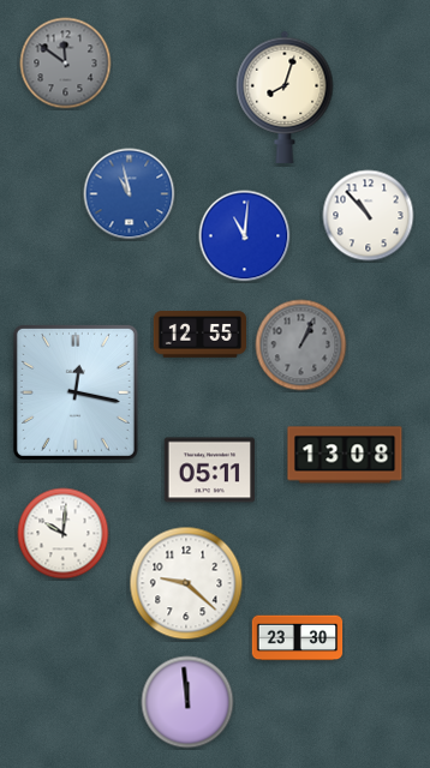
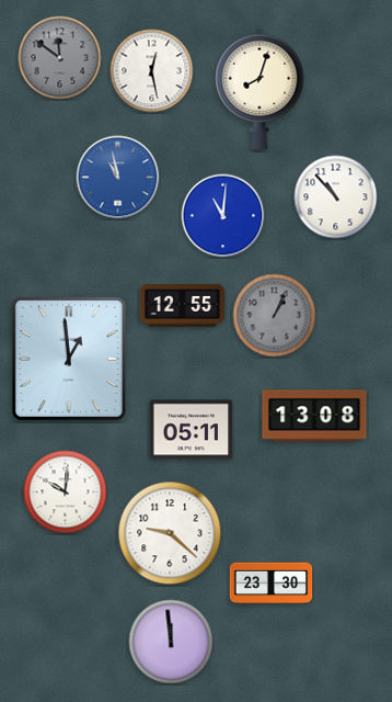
clock at (152, 71): none -> 12:28
clock at (76, 392): 12:17 -> 12:59
clock at (64, 534) position: (64, 534) -> (66, 492)
